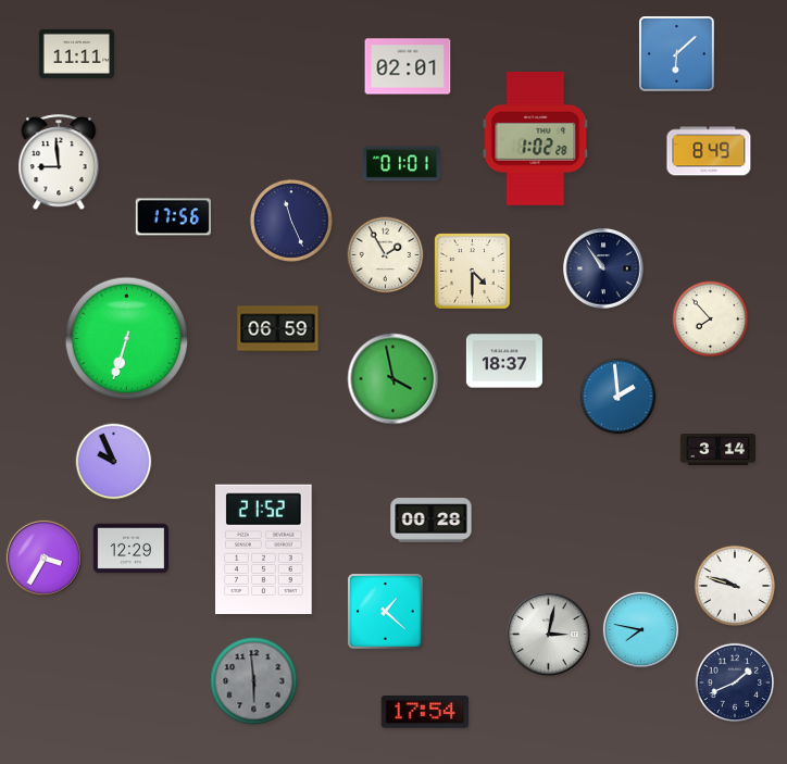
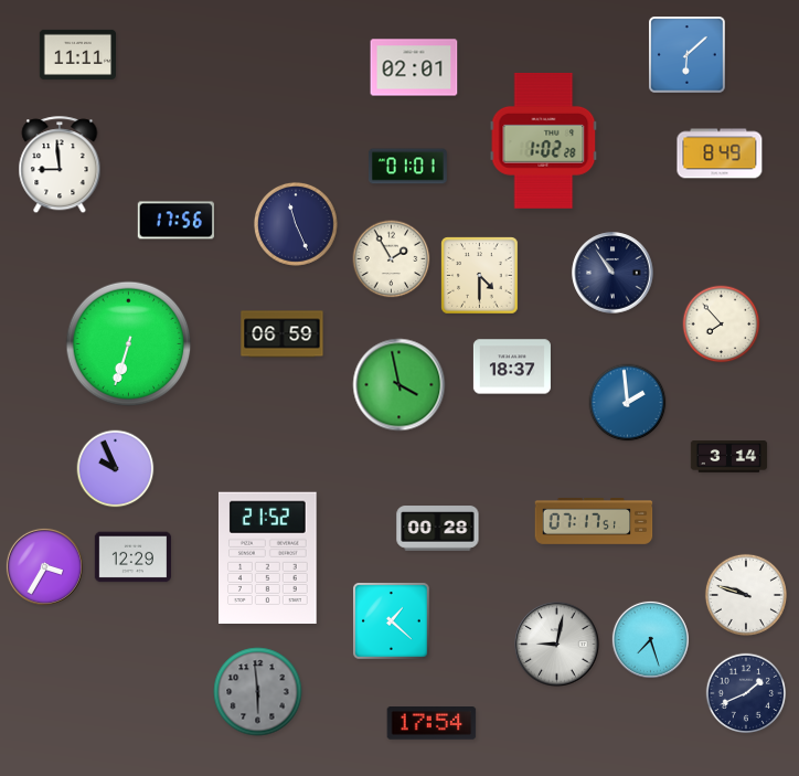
clock at (594, 522): none -> 07:17
clock at (640, 629): 7:47 -> 7:27
clock at (549, 635): 3:02 -> 9:02
